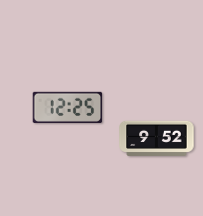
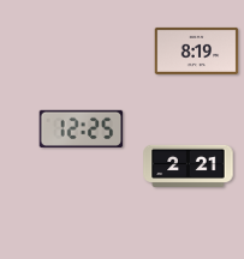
clock at (197, 50): none -> 8:19
clock at (157, 138): 9:52 -> 2:21
